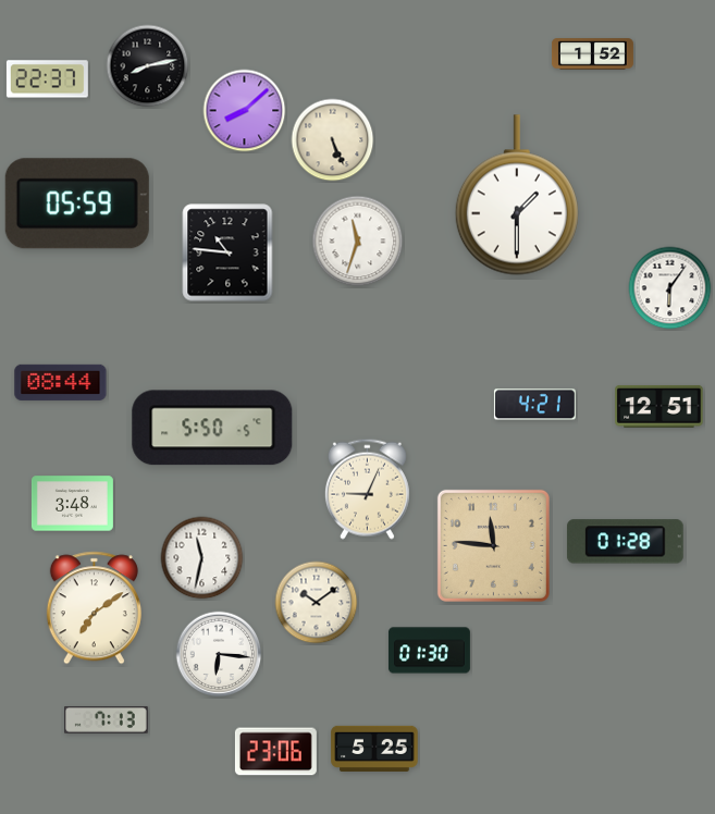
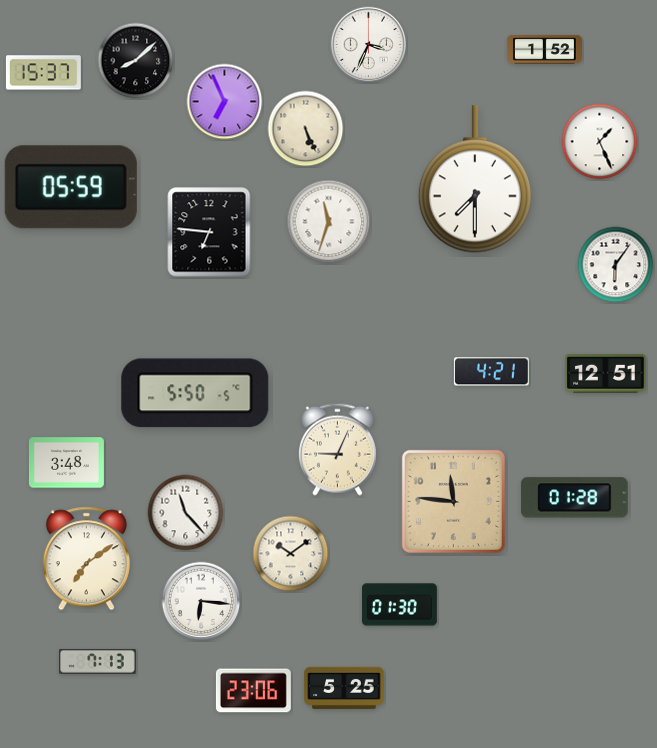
clock at (369, 45): none -> 3:34
clock at (148, 66): 8:13 -> 8:08
clock at (47, 79): 22:37 -> 15:37
clock at (245, 111): 8:08 -> 6:56
clock at (600, 142): none -> 1:26
clock at (517, 195): 1:30 -> 7:30
clock at (227, 252): 10:46 -> 6:46
clock at (61, 382): 08:44 -> none
clock at (202, 558): 11:32 -> 11:23
clock at (429, 651) position: (429, 651) -> (399, 605)
